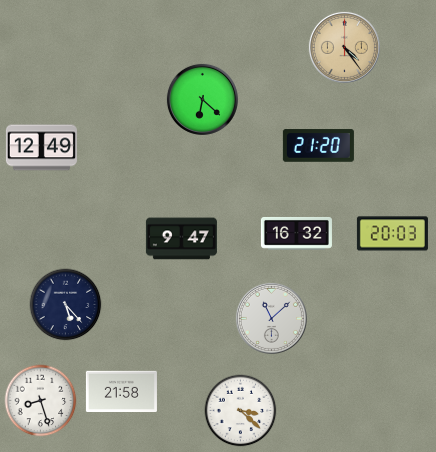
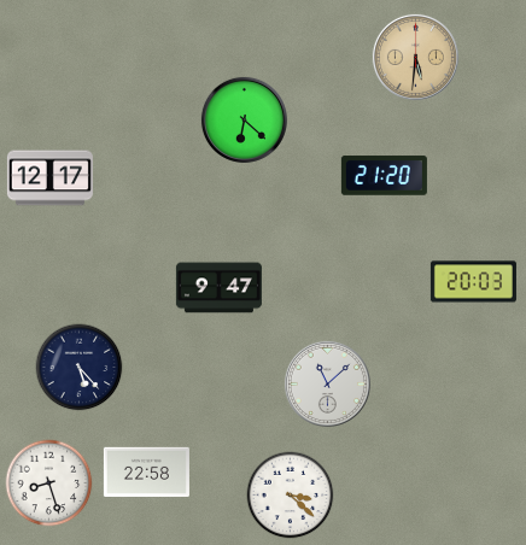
clock at (344, 47): 4:24 -> 5:31
clock at (41, 148): 12:49 -> 12:17
clock at (296, 233): 16:32 -> none
clock at (121, 391): 21:58 -> 22:58
